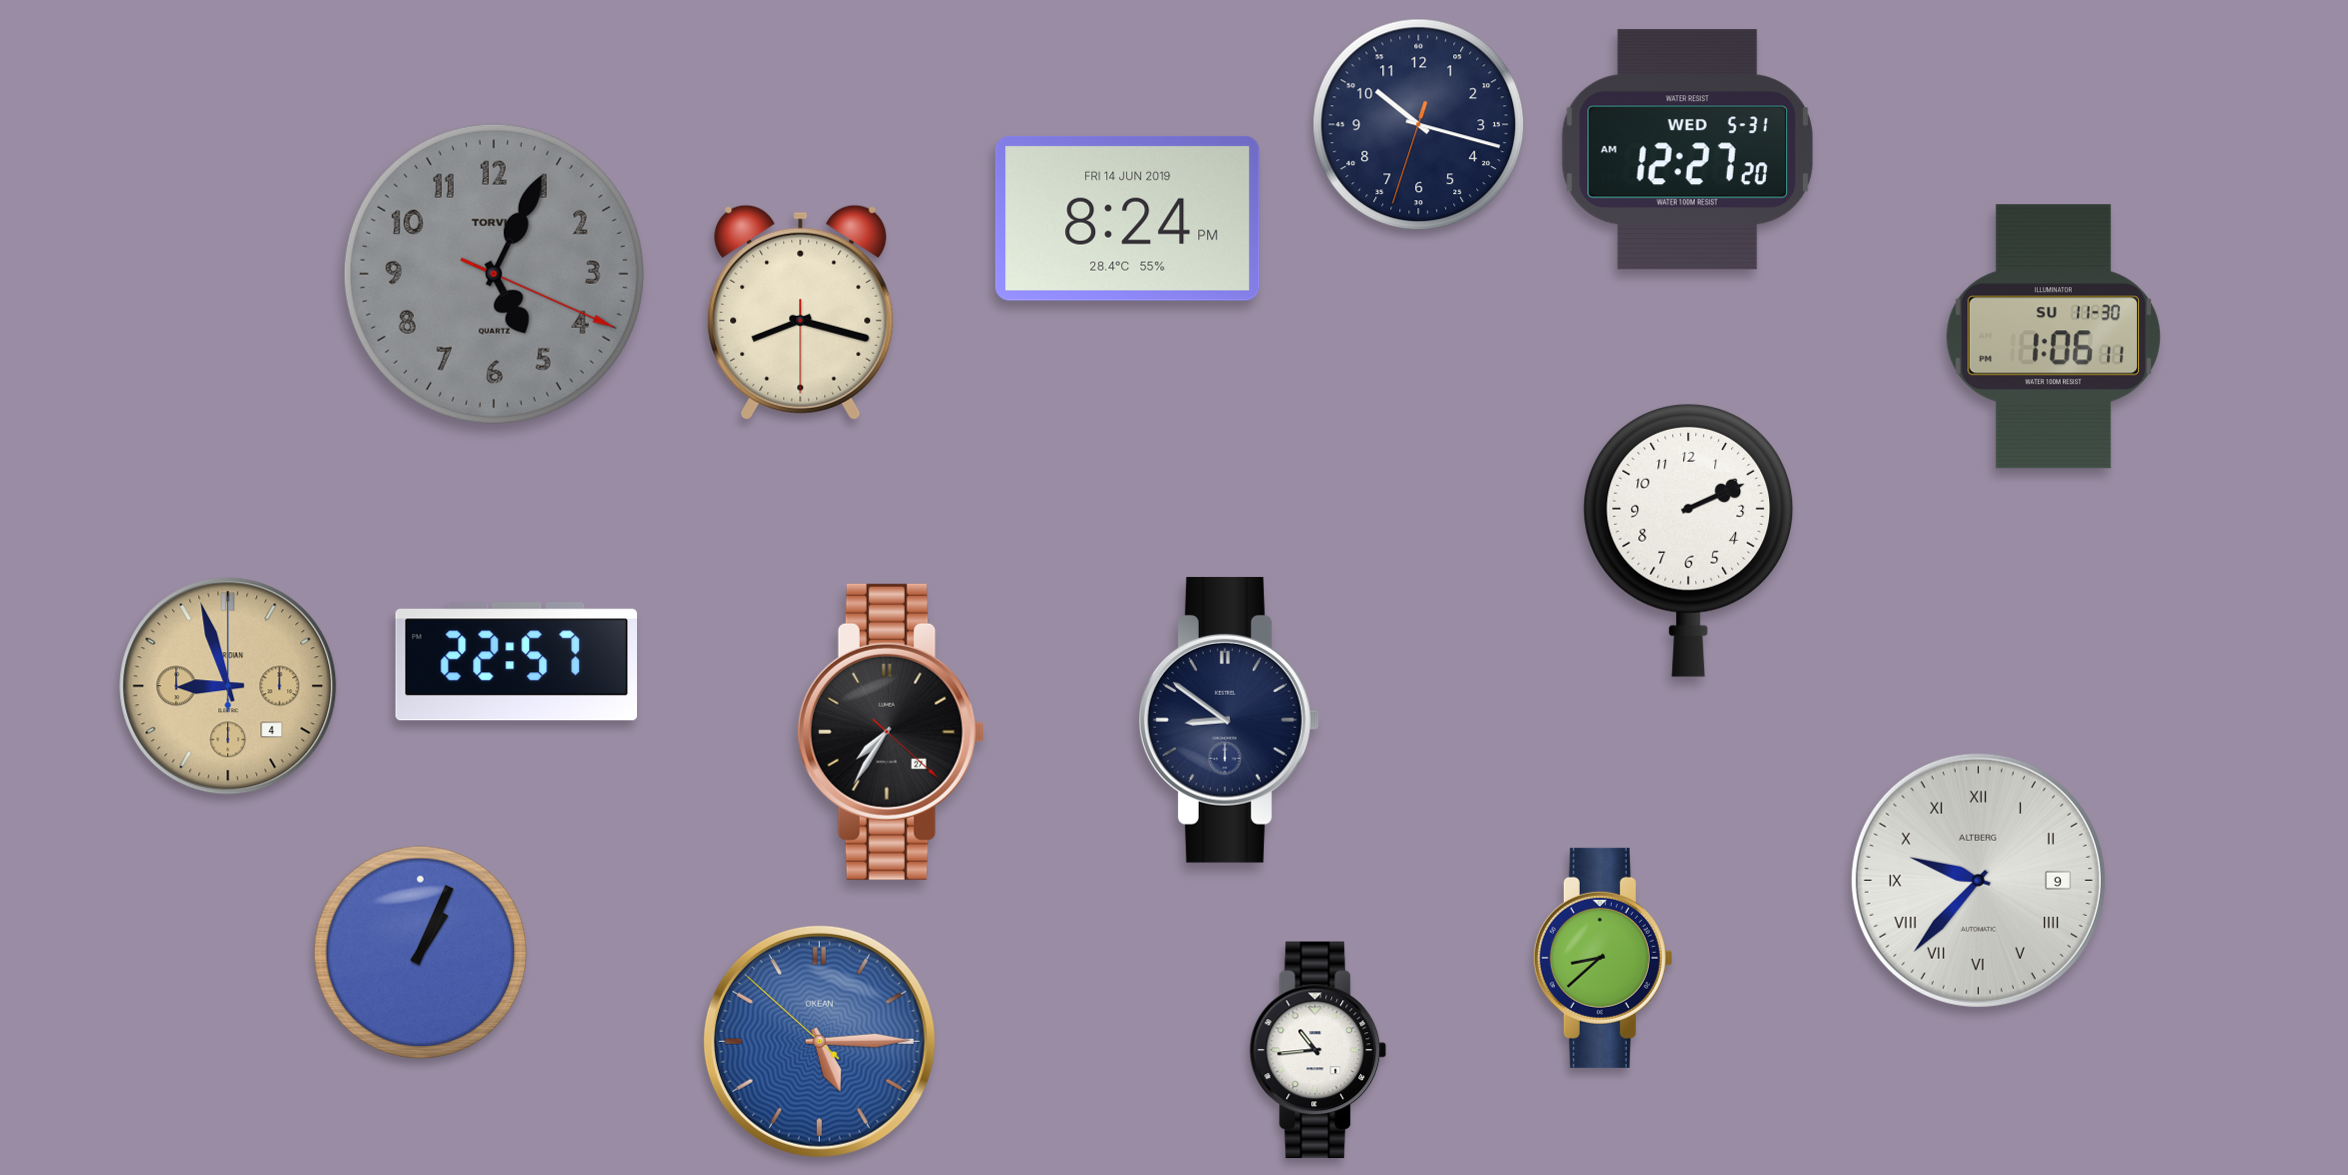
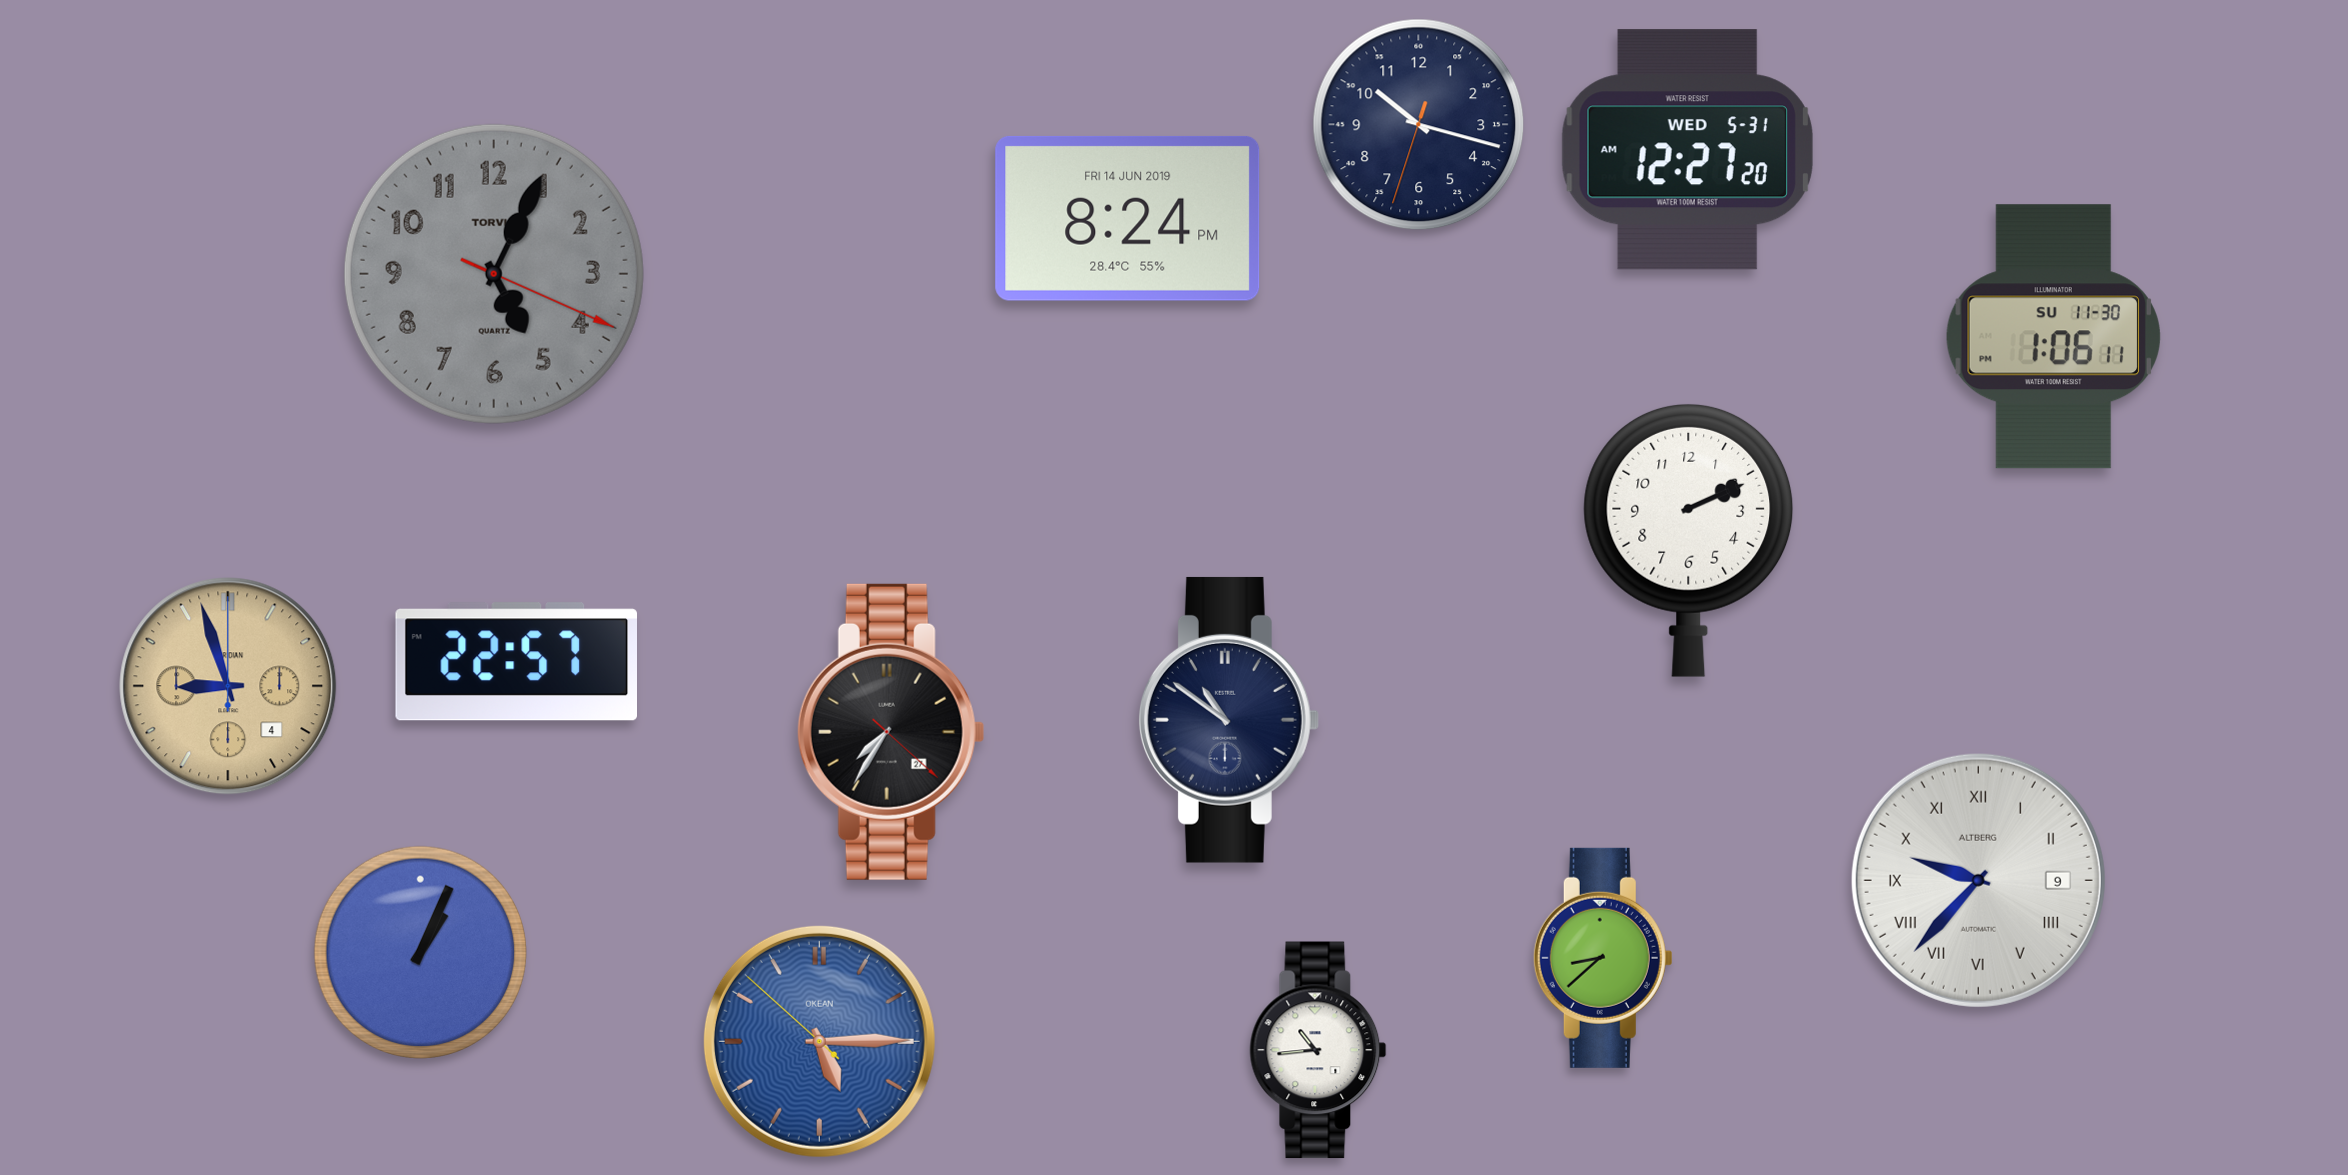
clock at (801, 312): 8:17 -> none
clock at (1228, 720): 8:51 -> 10:51
